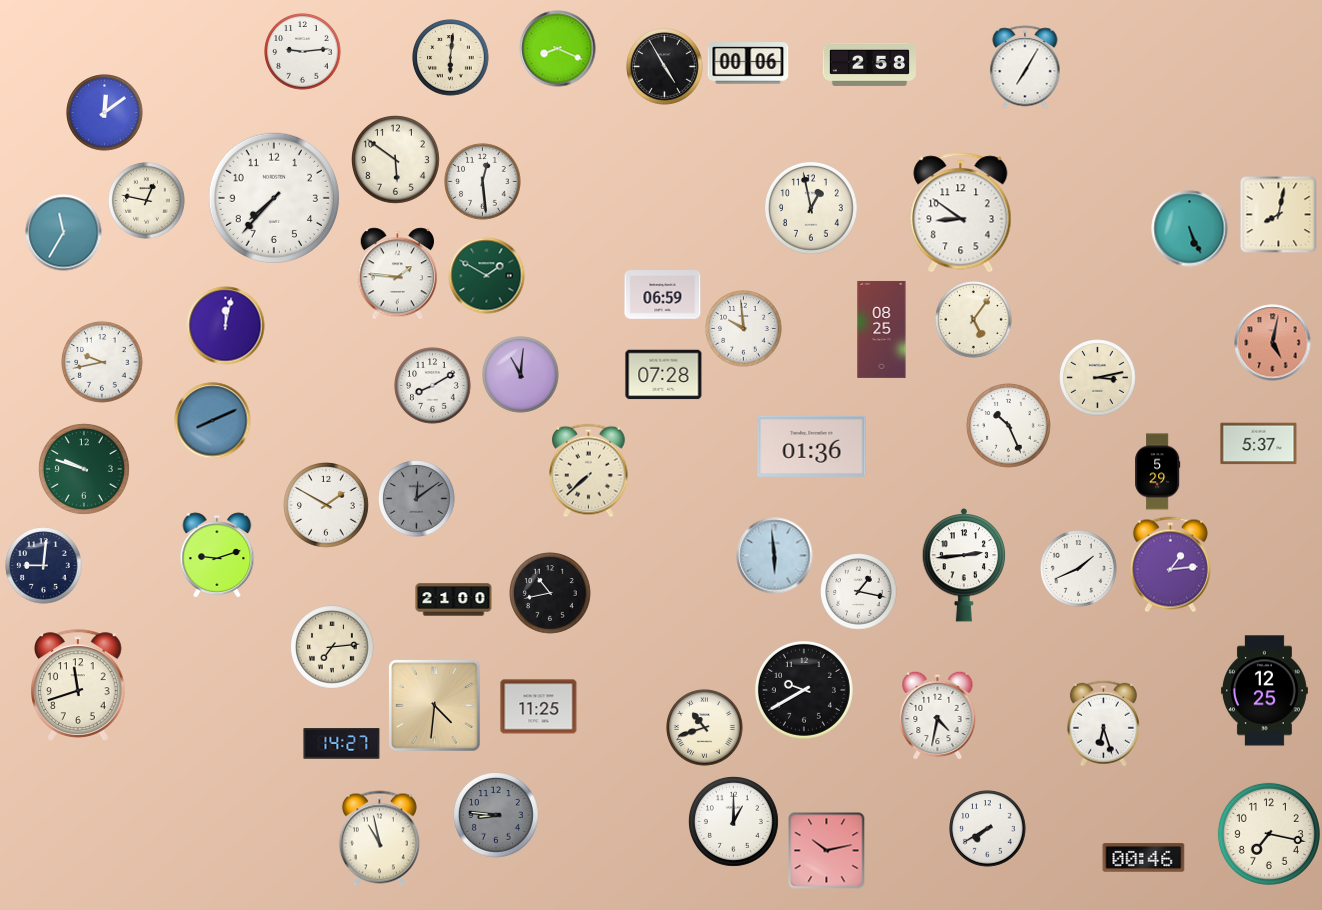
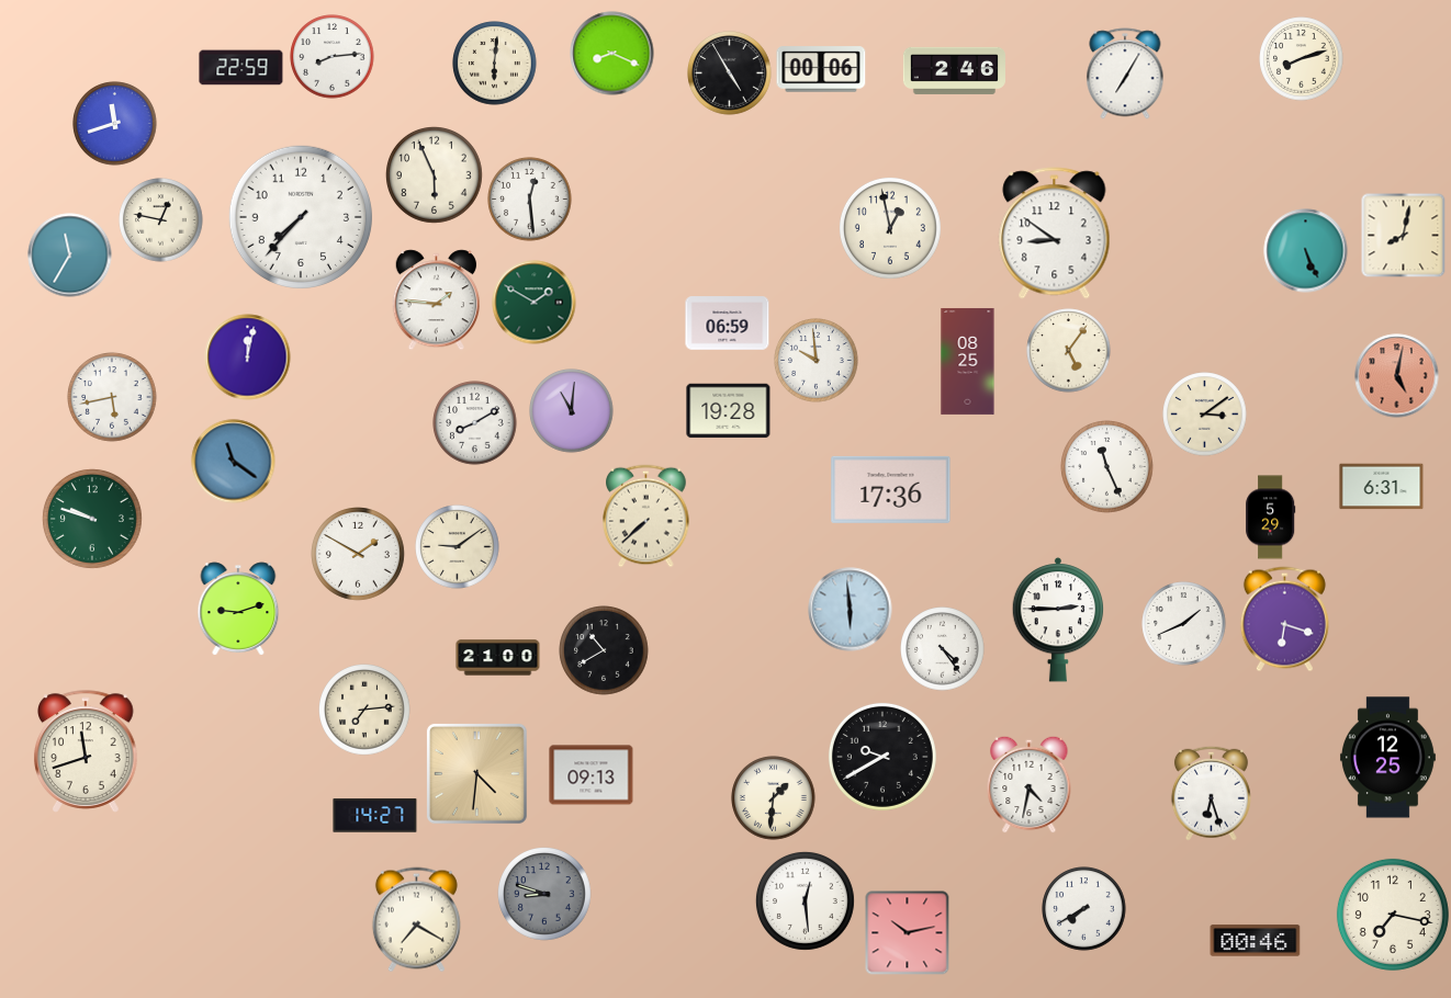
clock at (303, 52): 9:14 -> 8:14
clock at (1302, 59): none -> 8:12
clock at (241, 68): none -> 22:59
clock at (869, 64): 2:58 -> 2:46
clock at (105, 113): 12:09 -> 11:42
clock at (396, 160): 5:51 -> 5:56
clock at (102, 362): 9:43 -> 5:43
clock at (664, 375): 07:28 -> 19:28
clock at (1098, 378): 3:13 -> 3:09
clock at (213, 421): 8:11 -> 11:21
clock at (1009, 426): 10:26 -> 11:26
clock at (1259, 444): 5:37 -> 6:31
clock at (812, 446): 01:36 -> 17:36
clock at (84, 469) position: (84, 469) -> (92, 519)
clock at (417, 499): 12:09 -> 9:09
clock at (417, 499) dial: grey -> cream
clock at (964, 565): 2:44 -> 2:45
clock at (1170, 565): 1:14 -> 6:18
clock at (44, 566): 9:01 -> none
clock at (859, 592): 1:17 -> 4:24
clock at (550, 593): 10:43 -> 10:40
clock at (539, 707): 11:25 -> 09:13
clock at (705, 728): 10:42 -> 1:31
clock at (497, 816): 8:46 -> 8:48
clock at (733, 821): 1:00 -> 12:29
clock at (379, 839): 10:58 -> 7:20
